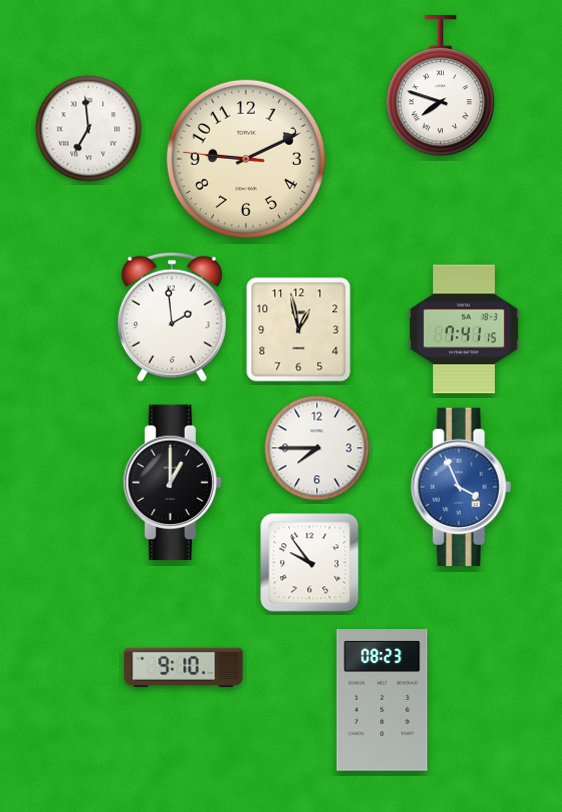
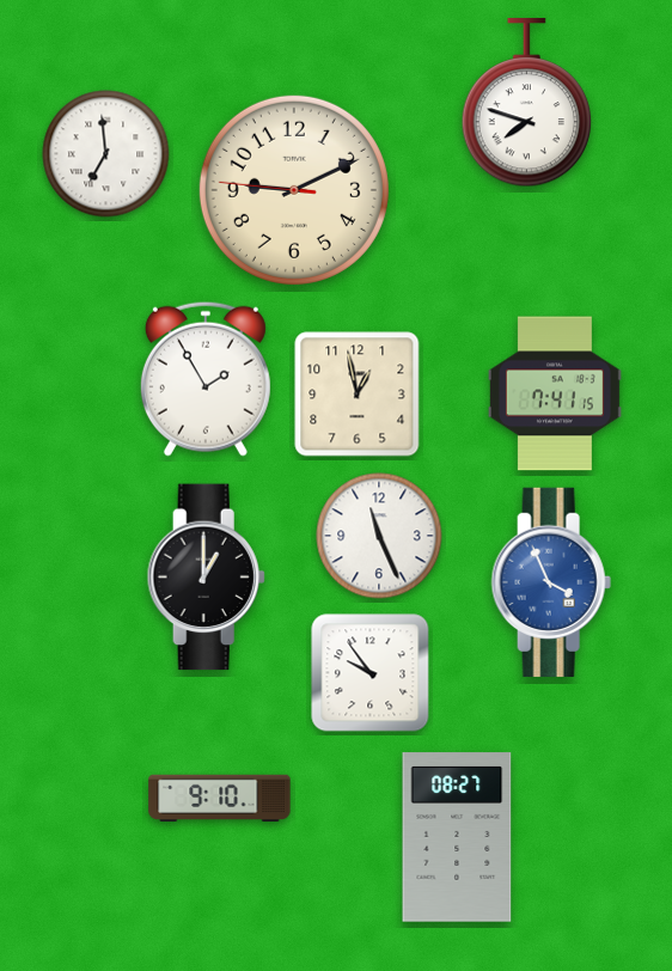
clock at (172, 317): 1:59 -> 1:55
clock at (317, 448): 7:45 -> 11:26
clock at (382, 700): 08:23 -> 08:27
